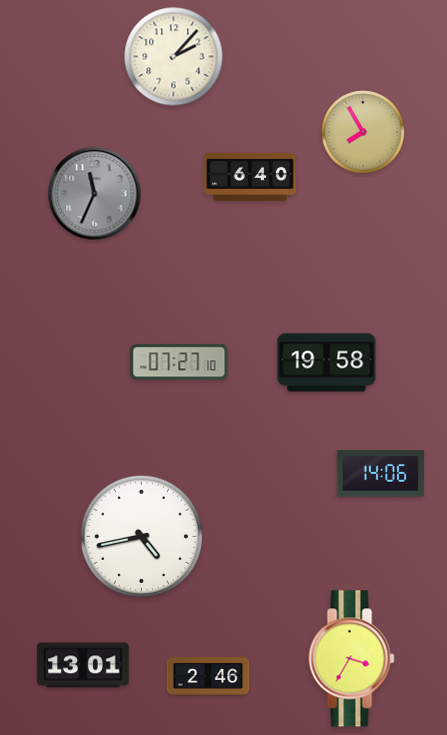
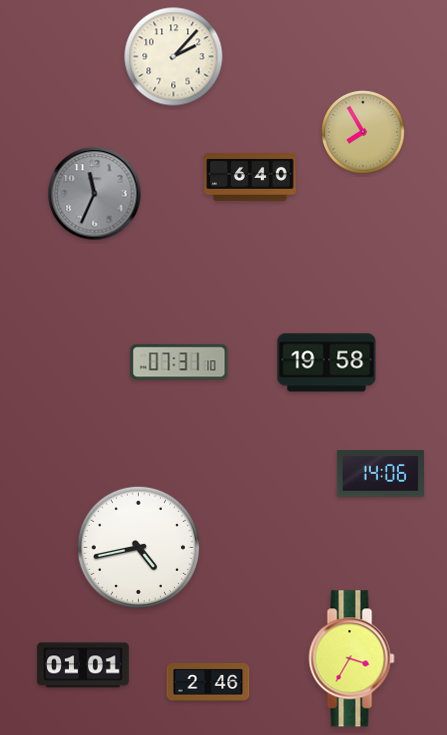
clock at (179, 362): 07:27 -> 07:31
clock at (141, 536) position: (141, 536) -> (138, 547)
clock at (83, 665): 13:01 -> 01:01
clock at (208, 676) position: (208, 676) -> (208, 682)
